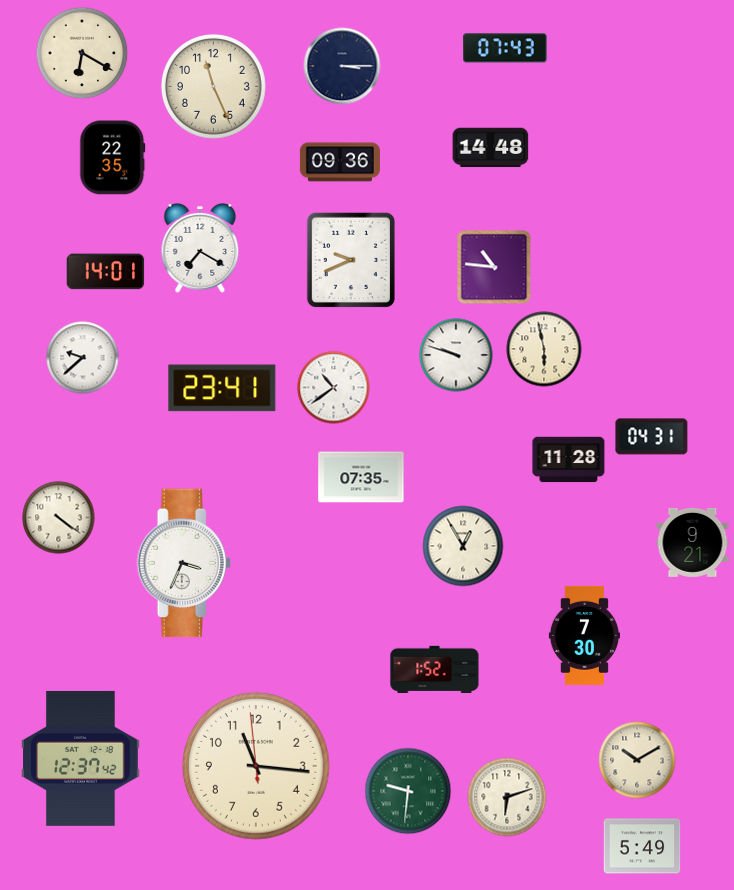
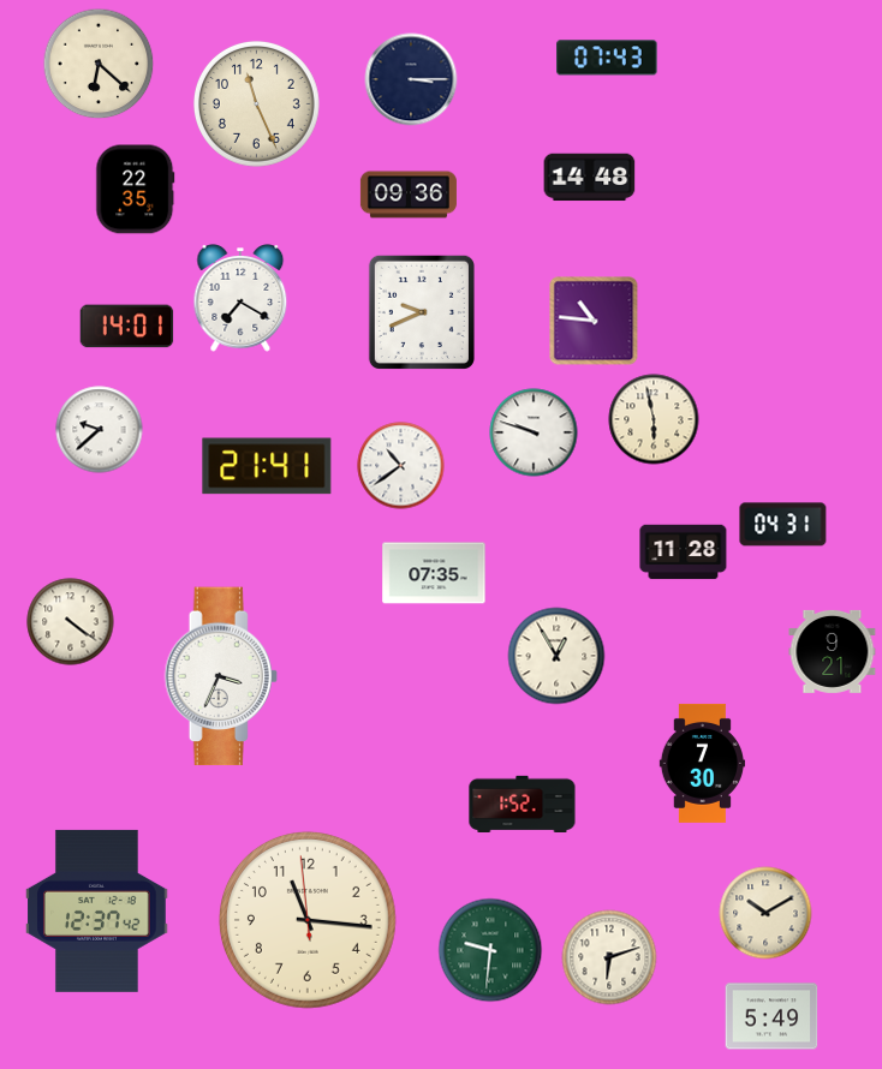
clock at (82, 53): 6:20 -> 6:22
clock at (456, 355) position: (456, 355) -> (534, 432)
clock at (222, 388): 23:41 -> 21:41
